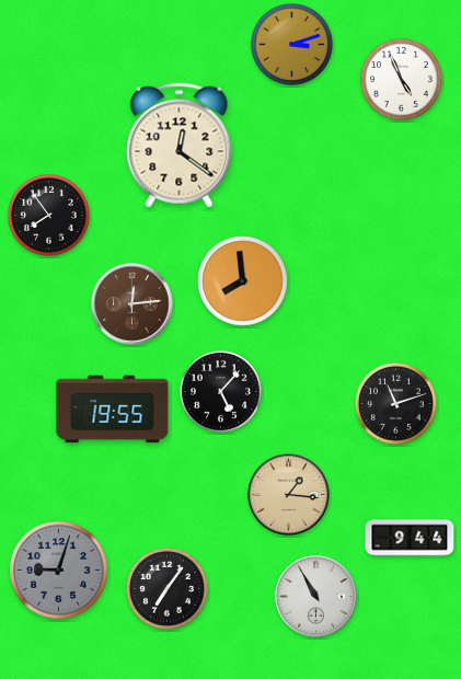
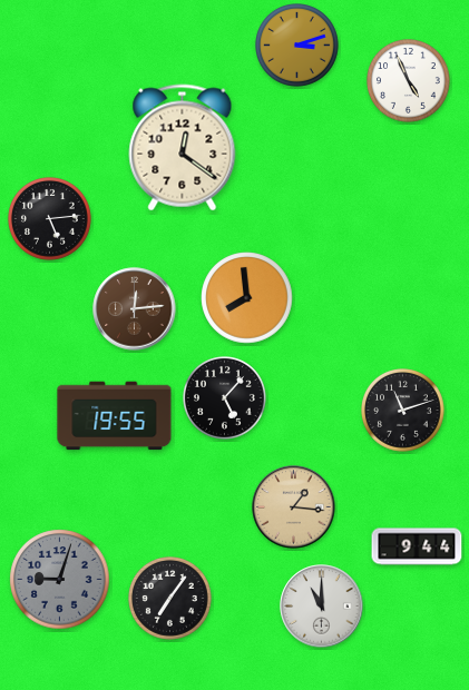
clock at (49, 216): 7:54 -> 5:14
clock at (243, 281) position: (243, 281) -> (247, 298)
clock at (289, 495) position: (289, 495) -> (294, 507)
clock at (316, 597): 10:55 -> 11:00
